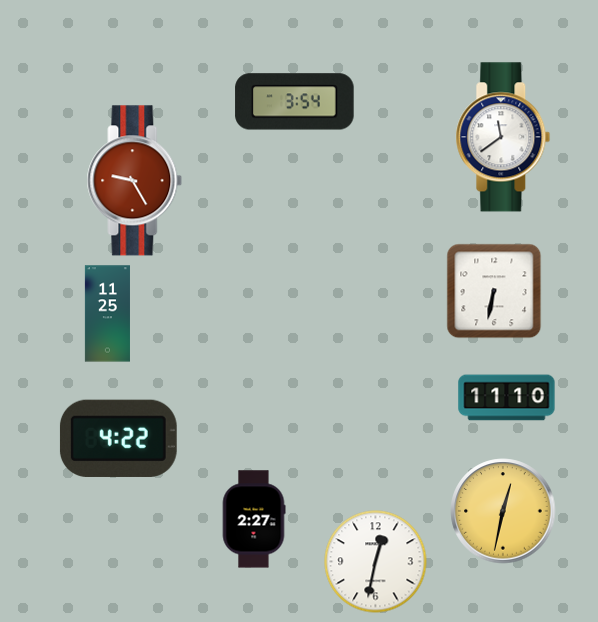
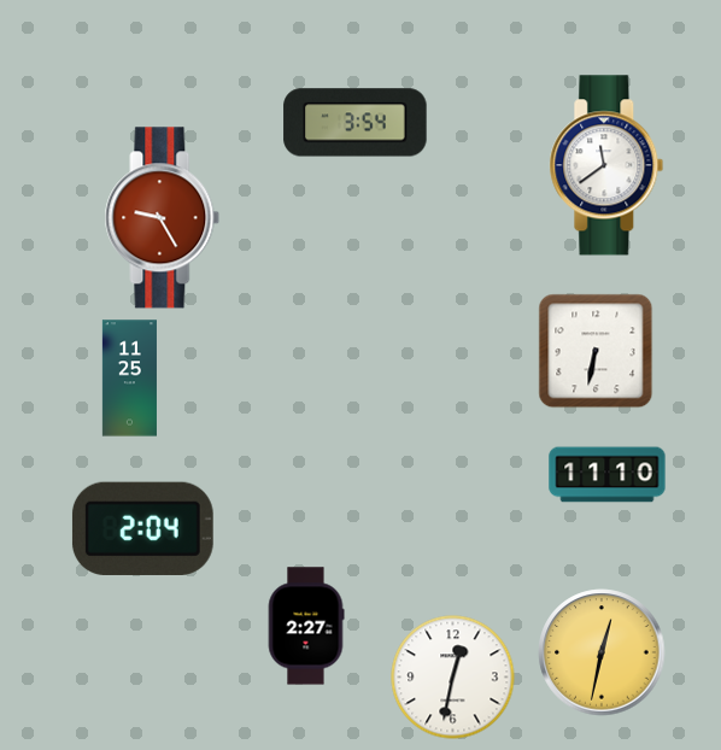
clock at (507, 398) position: (507, 398) -> (608, 475)
clock at (118, 438): 4:22 -> 2:04
clock at (503, 511) position: (503, 511) -> (602, 652)
